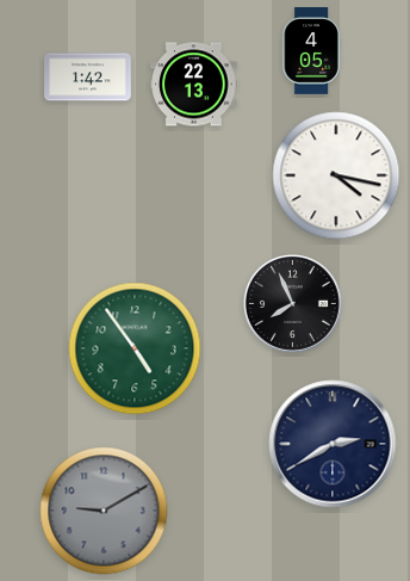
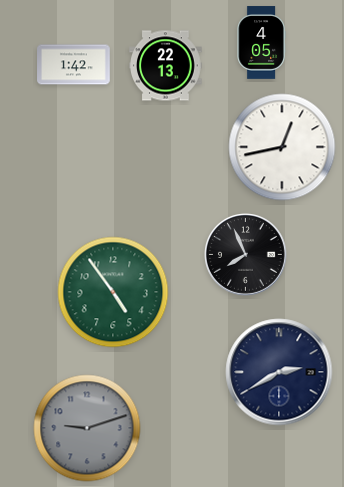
clock at (194, 85) position: (194, 85) -> (166, 66)
clock at (336, 175): 4:17 -> 12:43
clock at (104, 511): 9:10 -> 9:12
